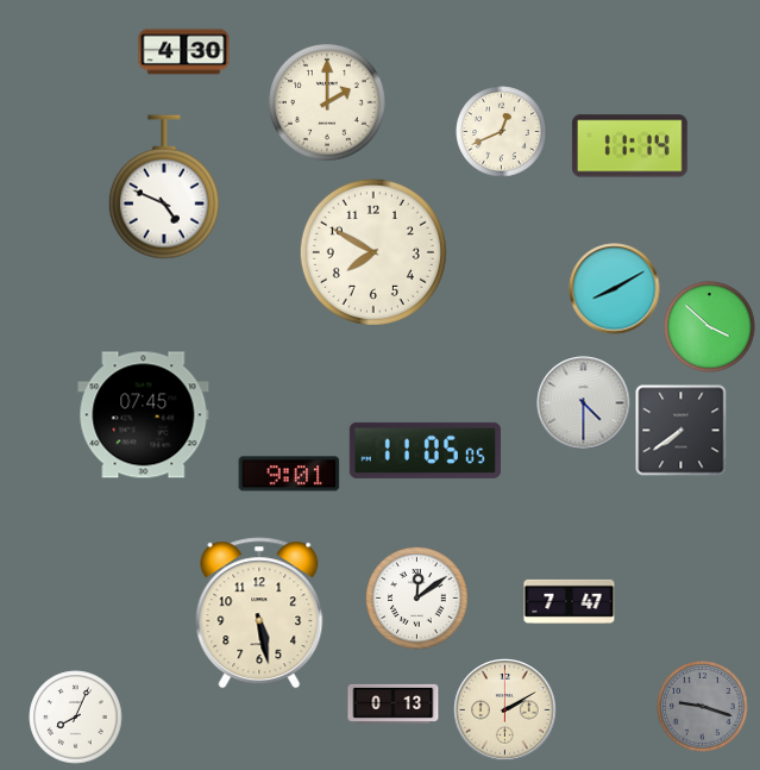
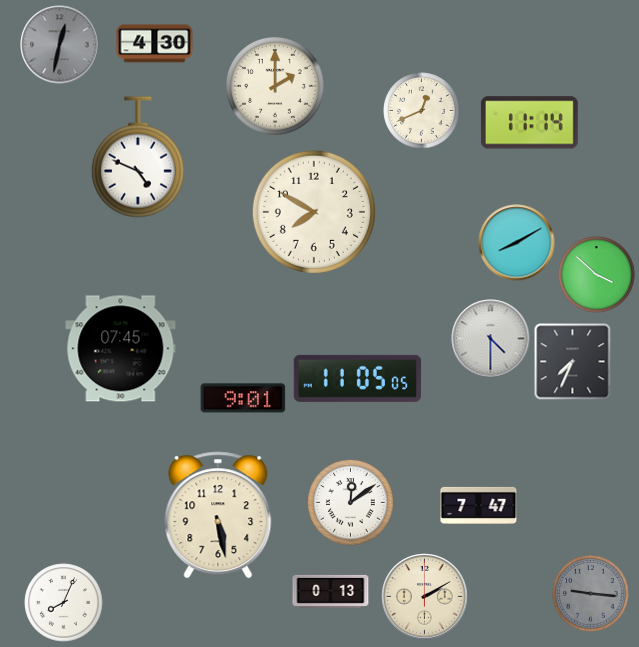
clock at (60, 45): none -> 12:32
clock at (682, 431): 7:39 -> 7:34
clock at (703, 707): 9:18 -> 9:16
